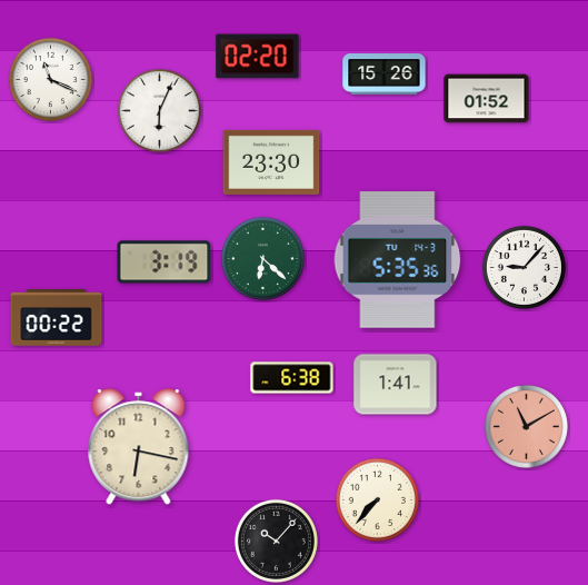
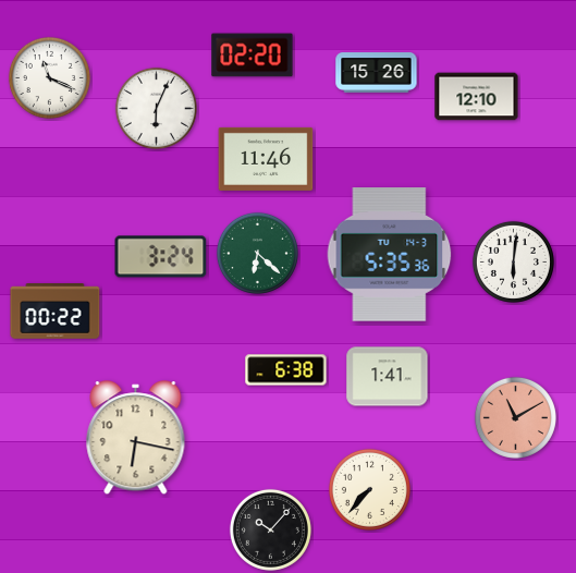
clock at (487, 99): 01:52 -> 12:10
clock at (271, 162): 23:30 -> 11:46
clock at (165, 262): 3:19 -> 3:24
clock at (524, 267): 9:07 -> 6:01
